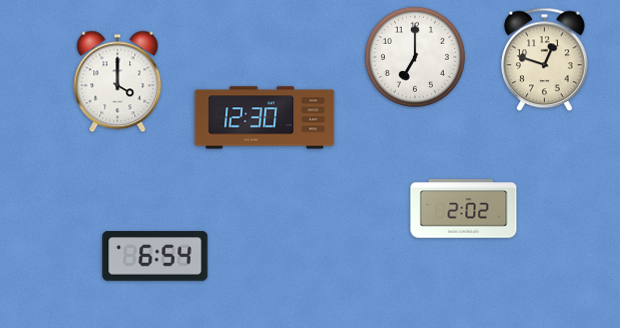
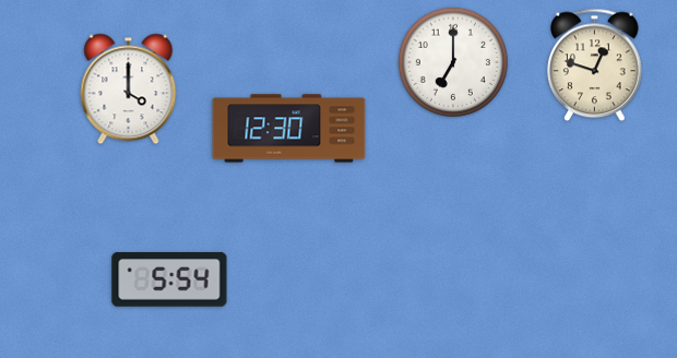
clock at (464, 209): 2:02 -> none
clock at (155, 256): 6:54 -> 5:54
